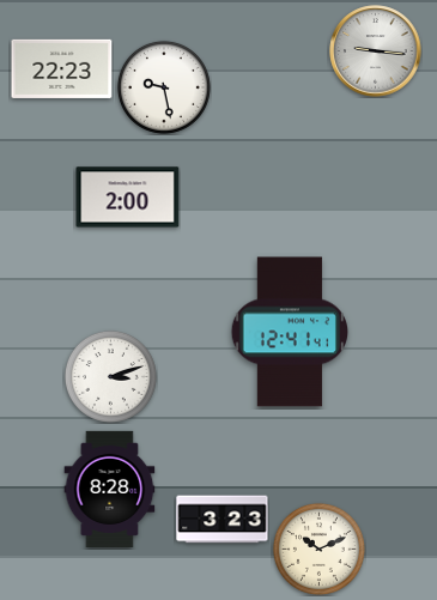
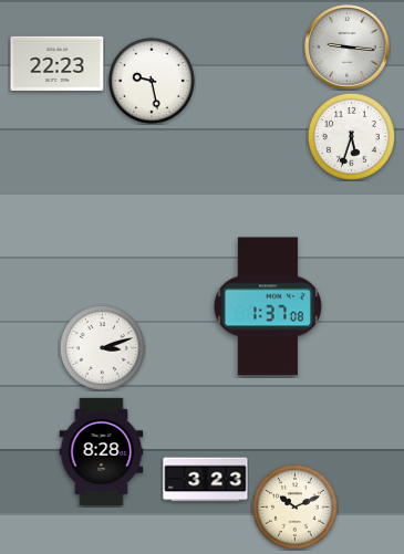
clock at (351, 136): none -> 5:33
clock at (128, 198): 2:00 -> none
clock at (289, 332): 12:41 -> 1:37
